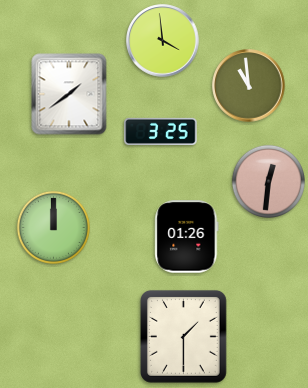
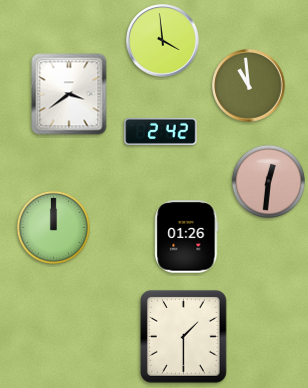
clock at (69, 94): 1:39 -> 3:39
clock at (161, 131): 3:25 -> 2:42
